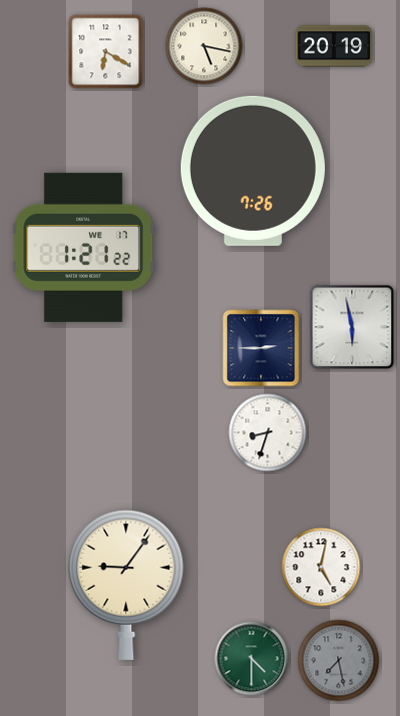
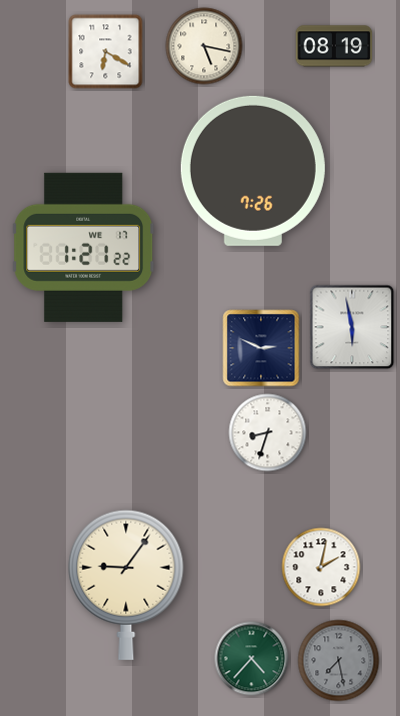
clock at (334, 46): 20:19 -> 08:19
clock at (261, 348): 2:45 -> 2:49
clock at (321, 567): 5:02 -> 2:02
clock at (252, 659): 4:30 -> 4:37
